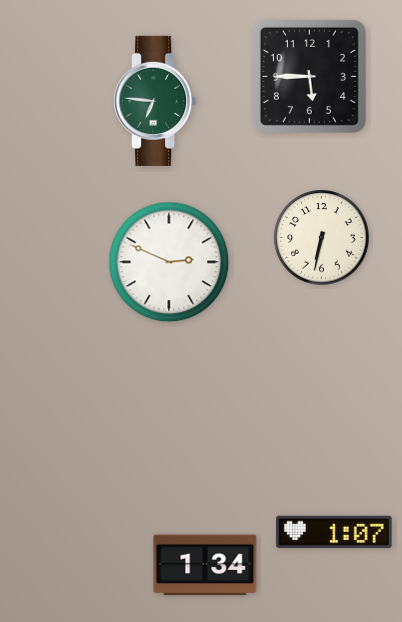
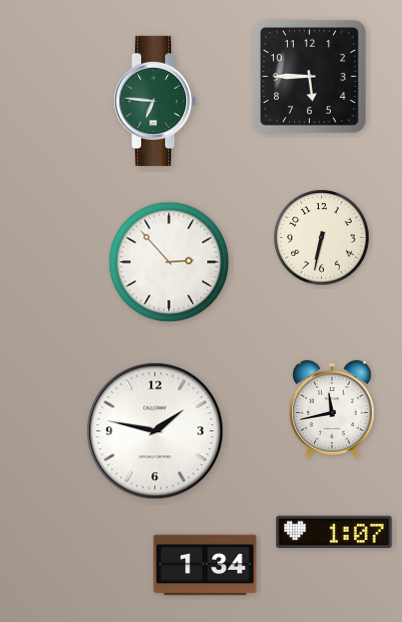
clock at (169, 262): 2:49 -> 2:53
clock at (332, 409): none -> 11:43
clock at (155, 431): none -> 1:47
